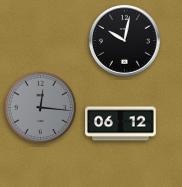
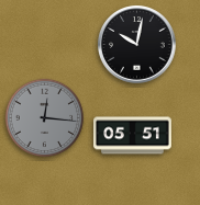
clock at (121, 124): 06:12 -> 05:51
